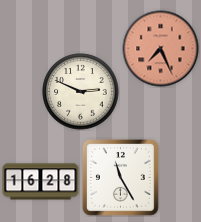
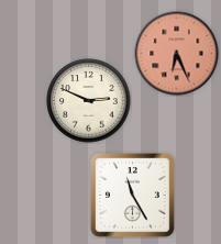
clock at (161, 49): 7:26 -> 6:26
clock at (41, 182): 16:28 -> none
